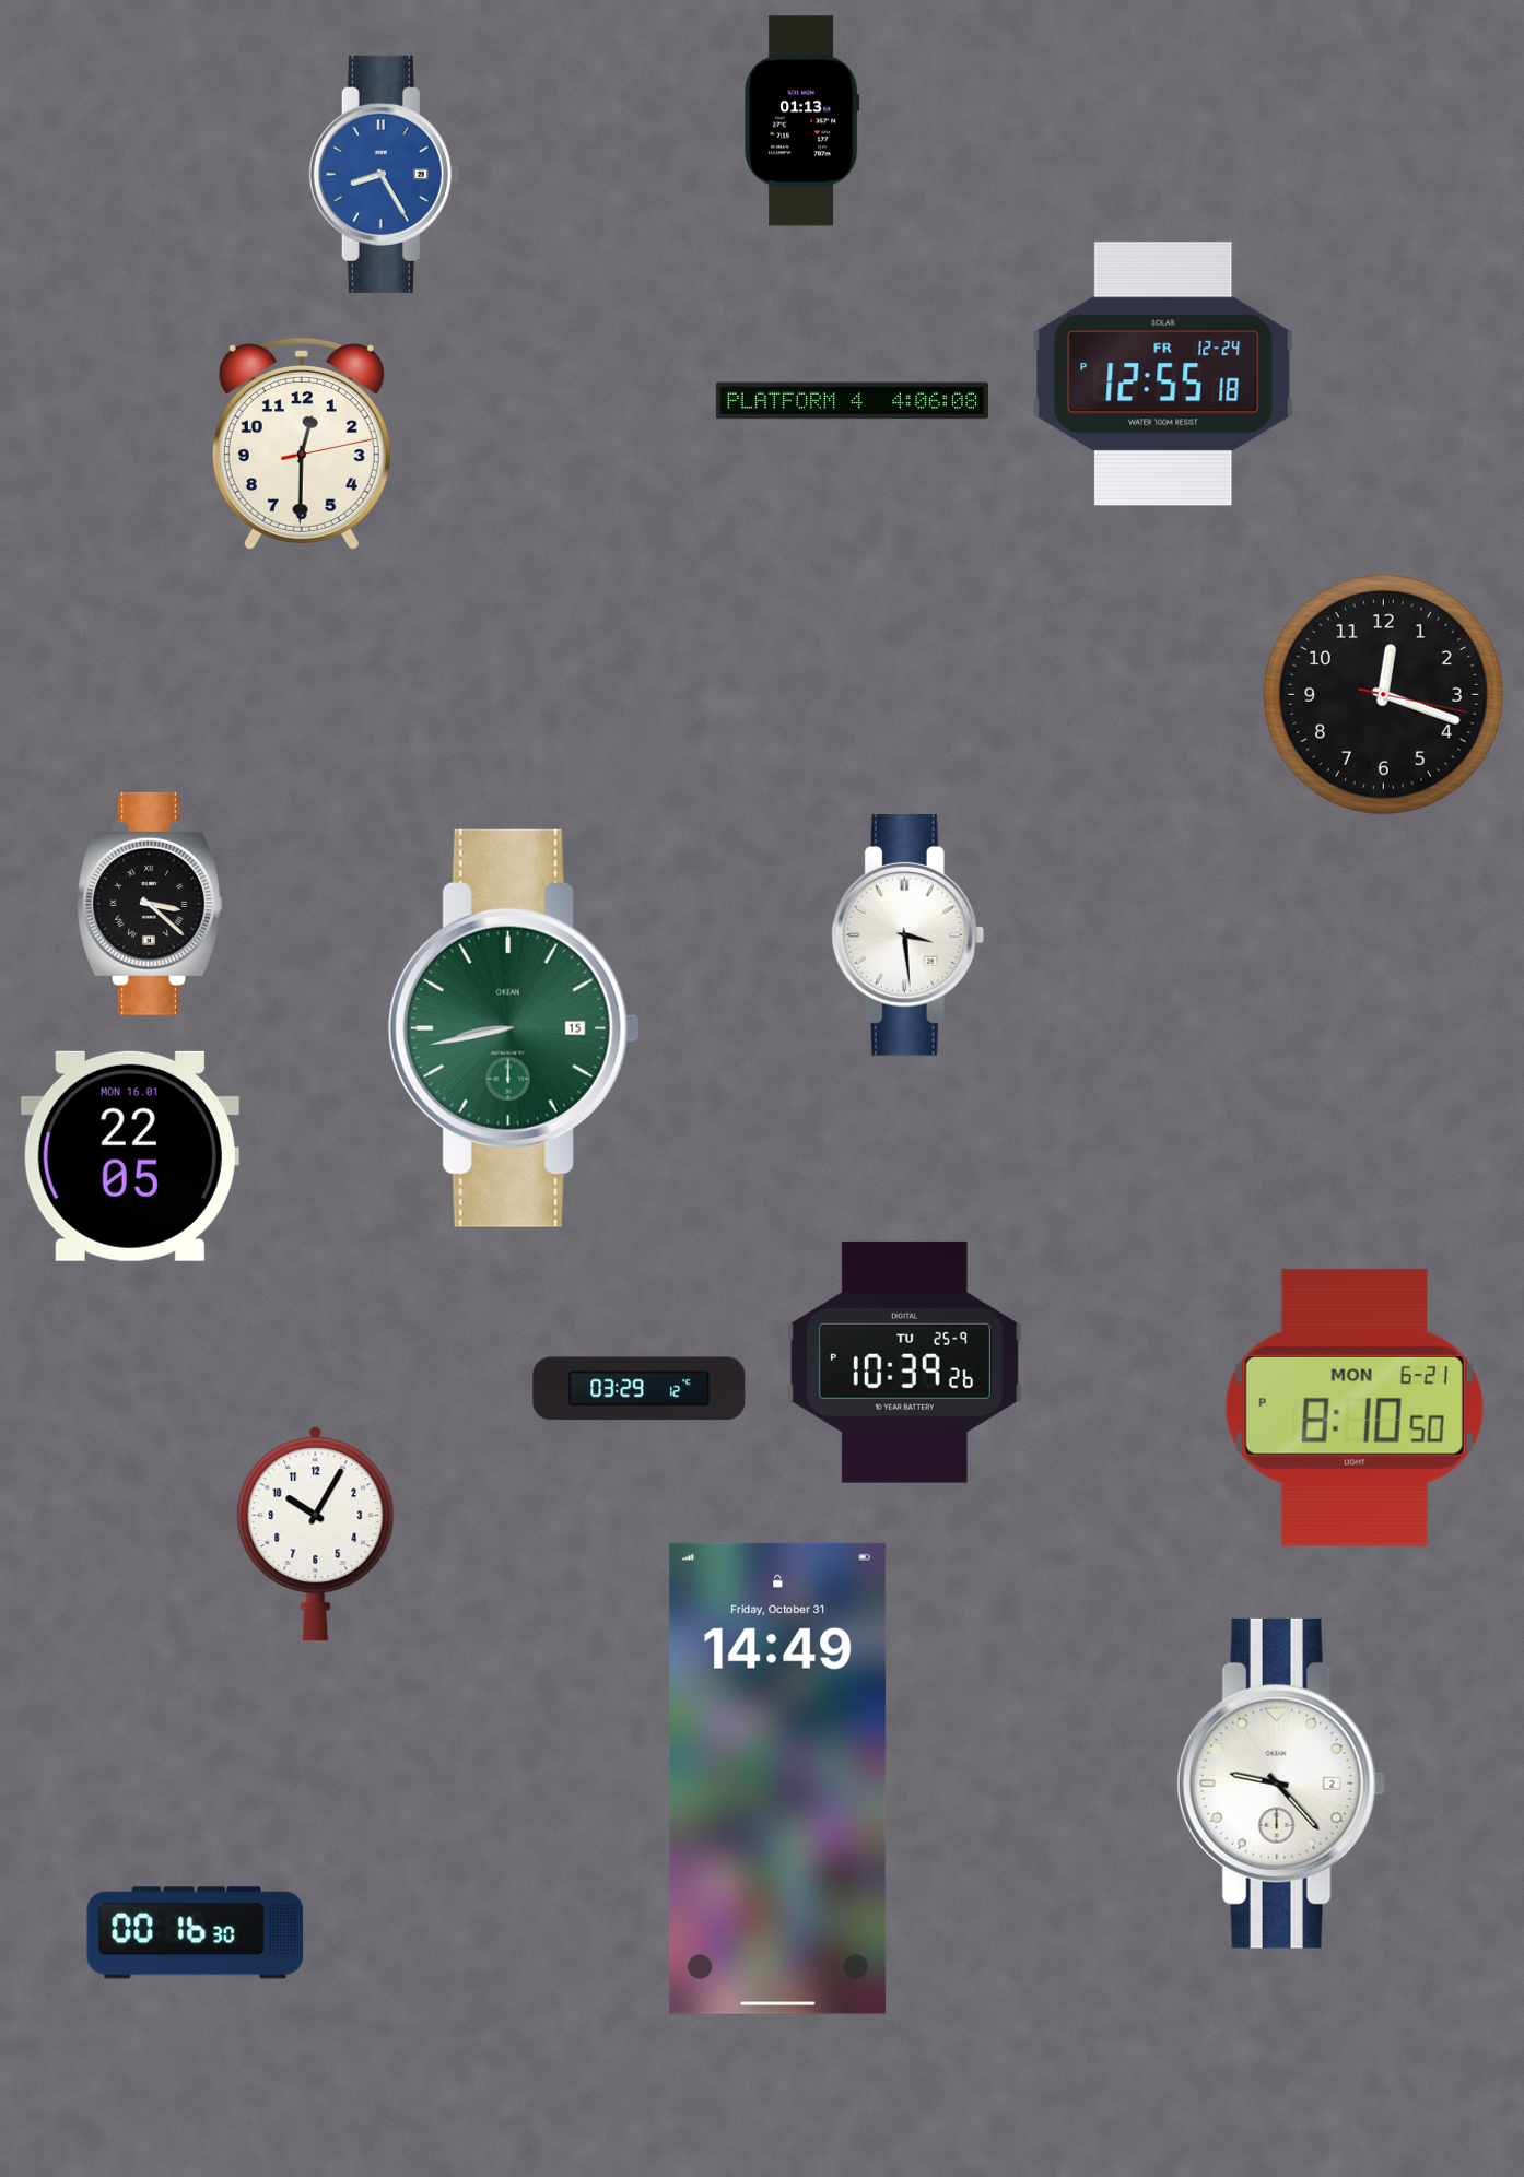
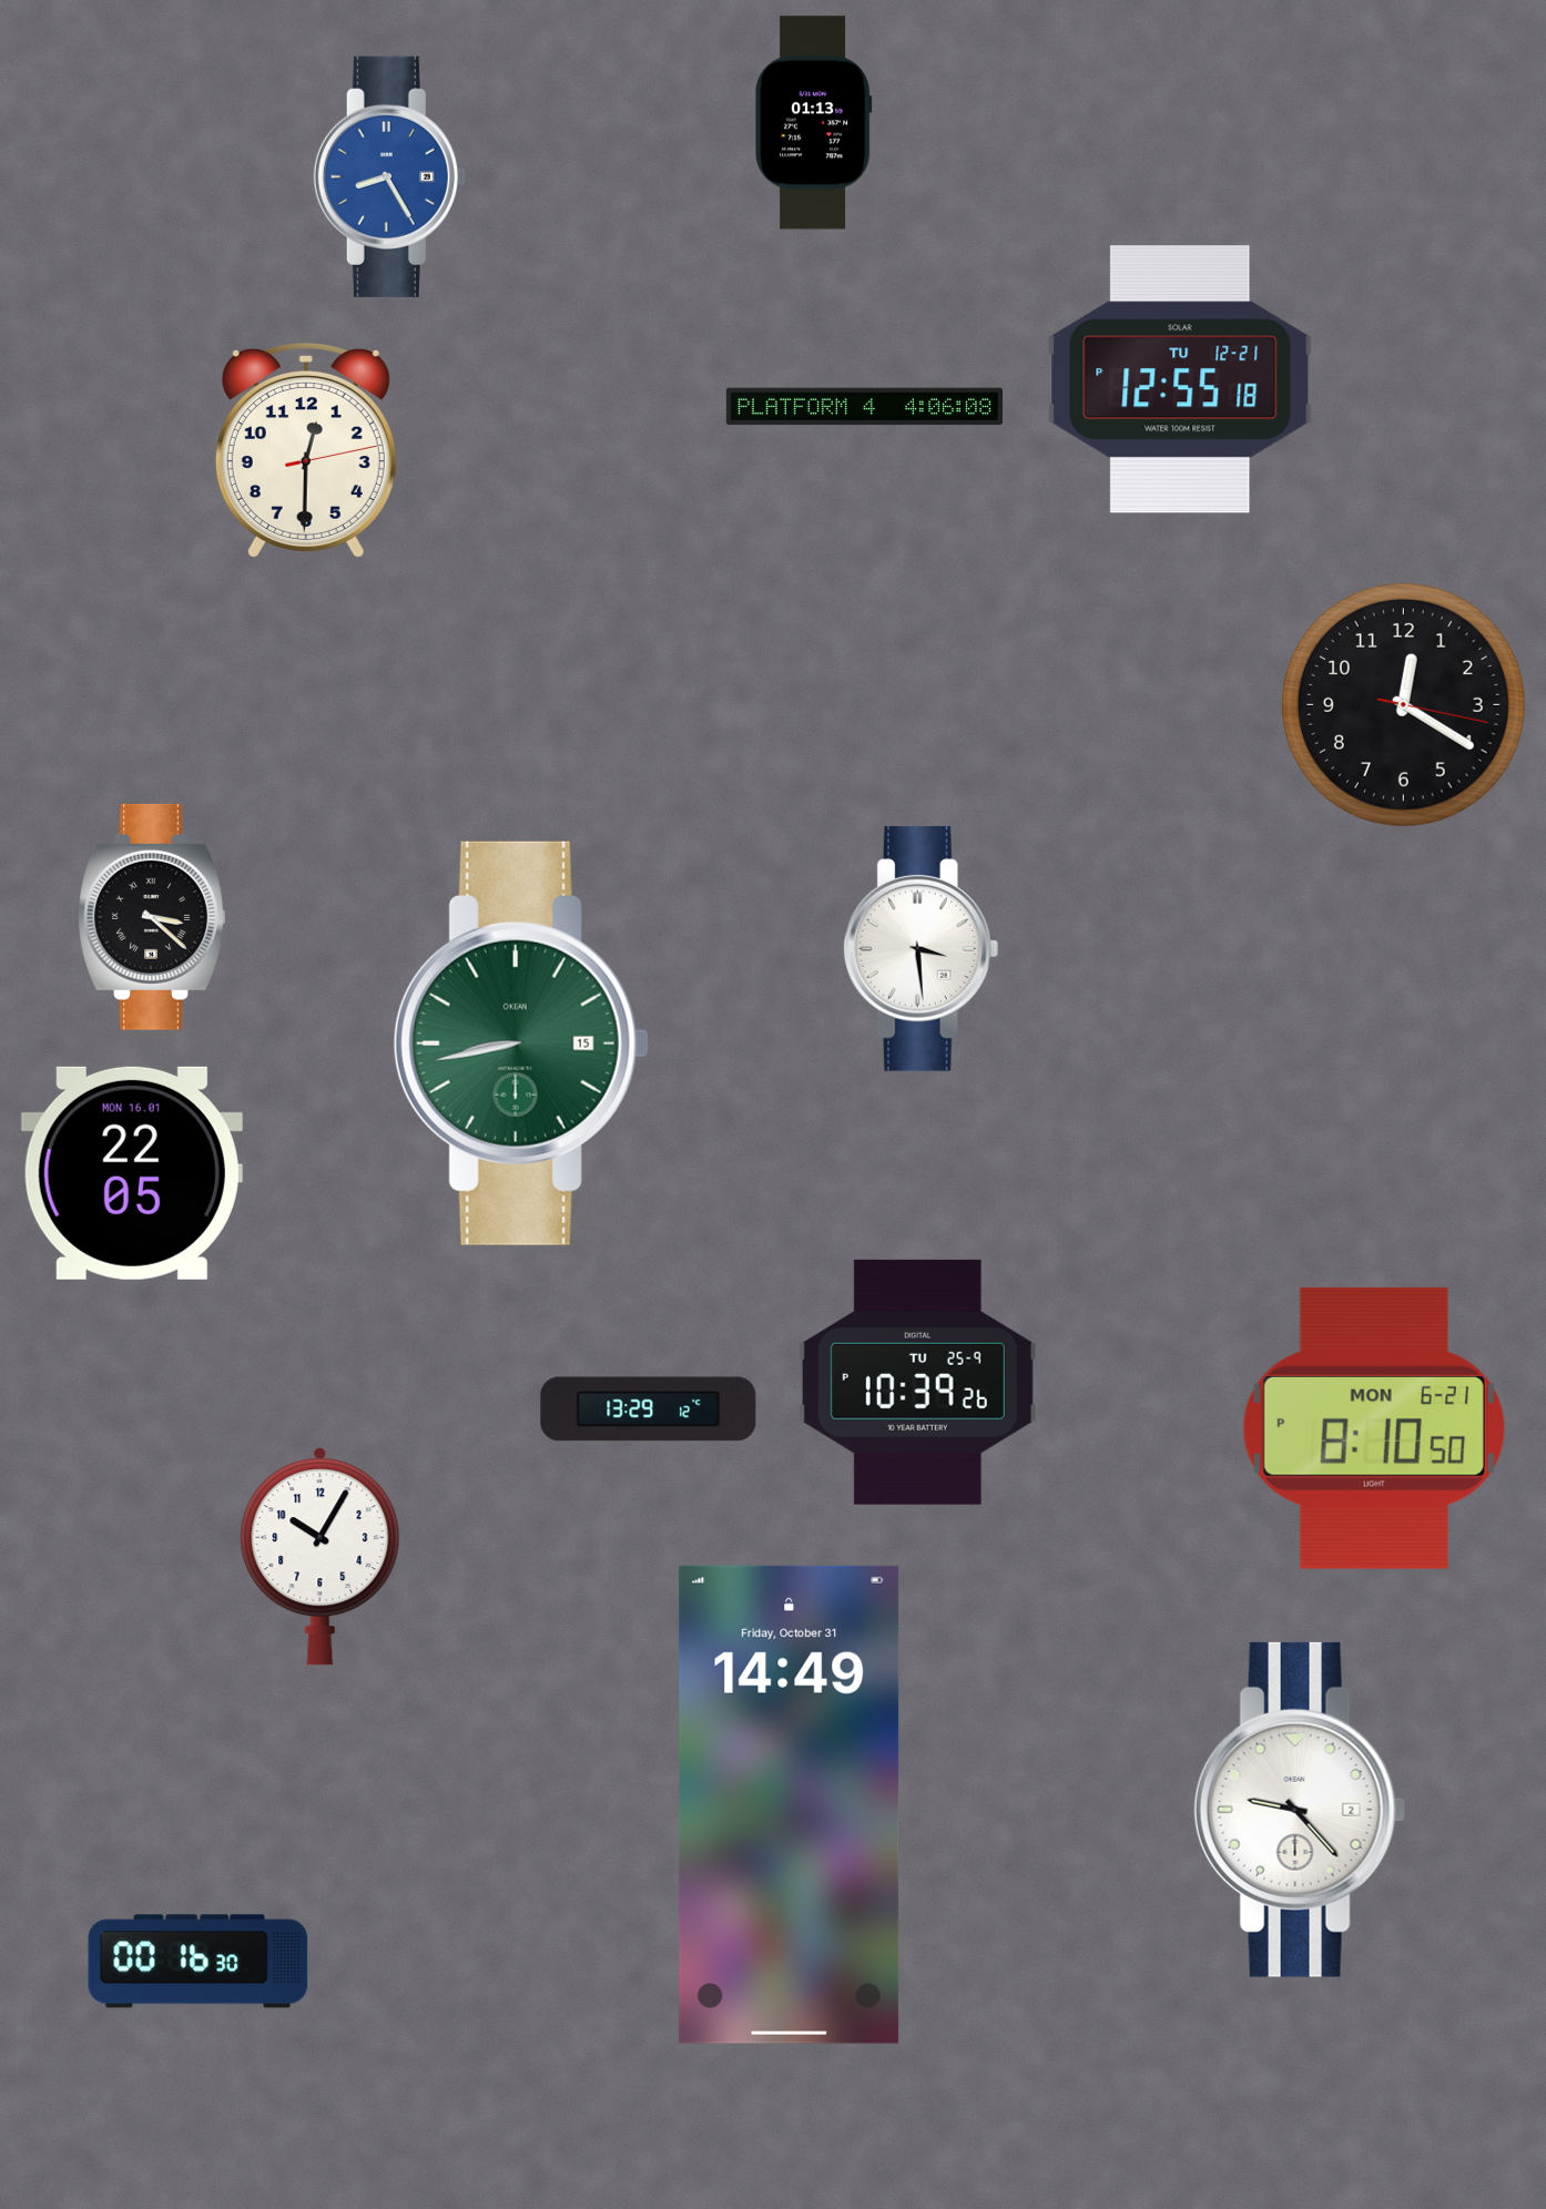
clock at (1163, 374) date: FR 12-24 -> TU 12-21
clock at (1384, 695): 12:18 -> 12:20
clock at (640, 1389): 03:29 -> 13:29
